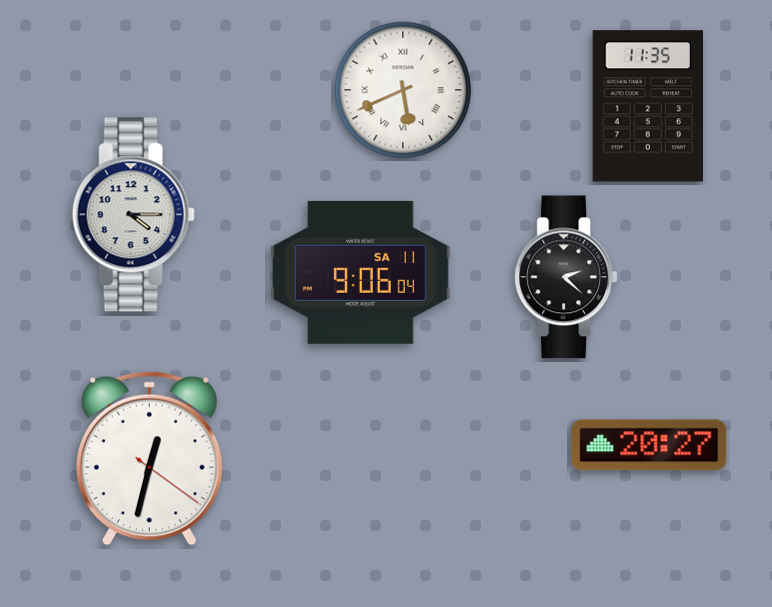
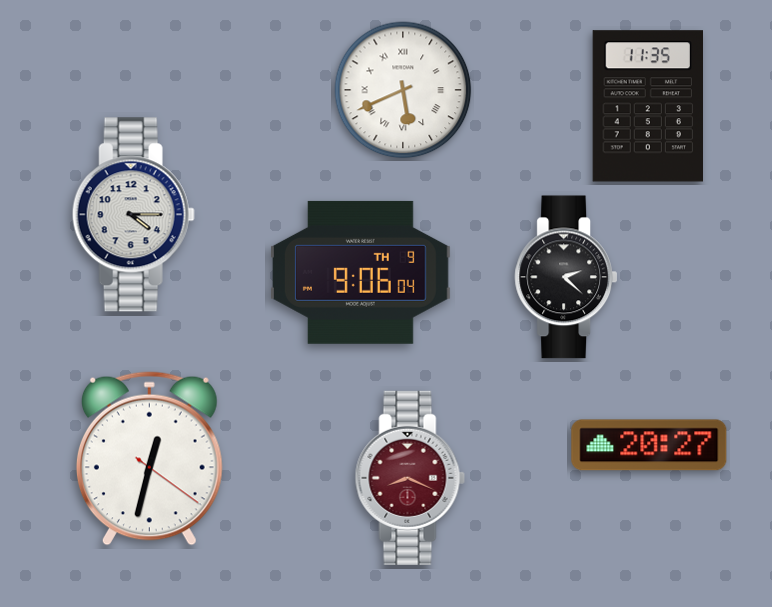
clock at (360, 272) date: SA 11 -> TH 9
clock at (410, 478): none -> 8:19
